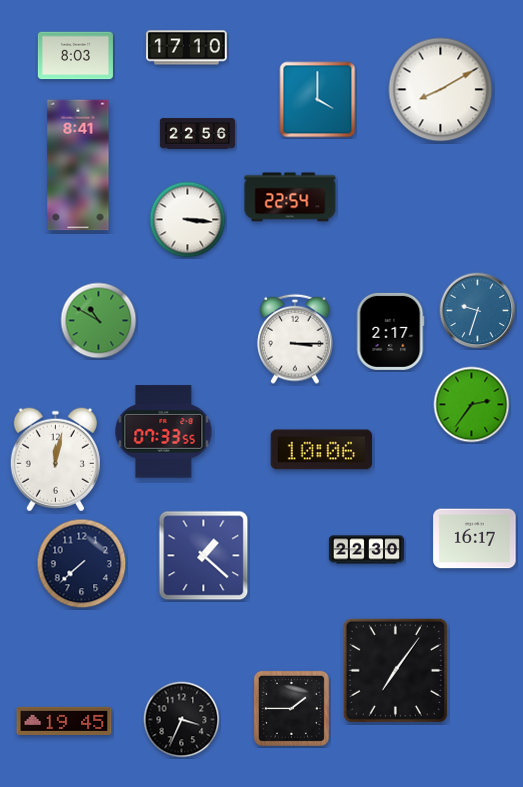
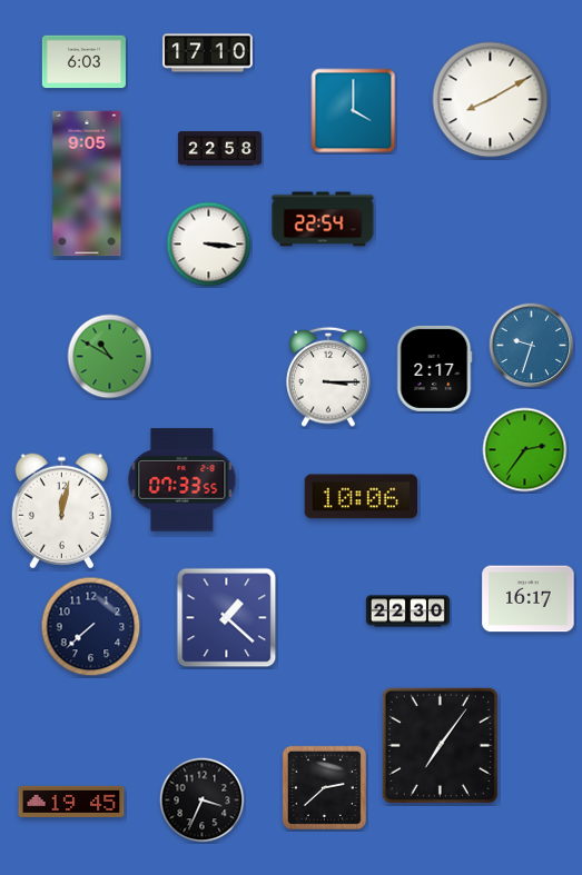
clock at (75, 56): 8:03 -> 6:03
clock at (197, 134): 22:56 -> 22:58
clock at (78, 165): 8:41 -> 9:05
clock at (322, 450) position: (322, 450) -> (362, 497)
clock at (291, 708): 1:45 -> 2:38
